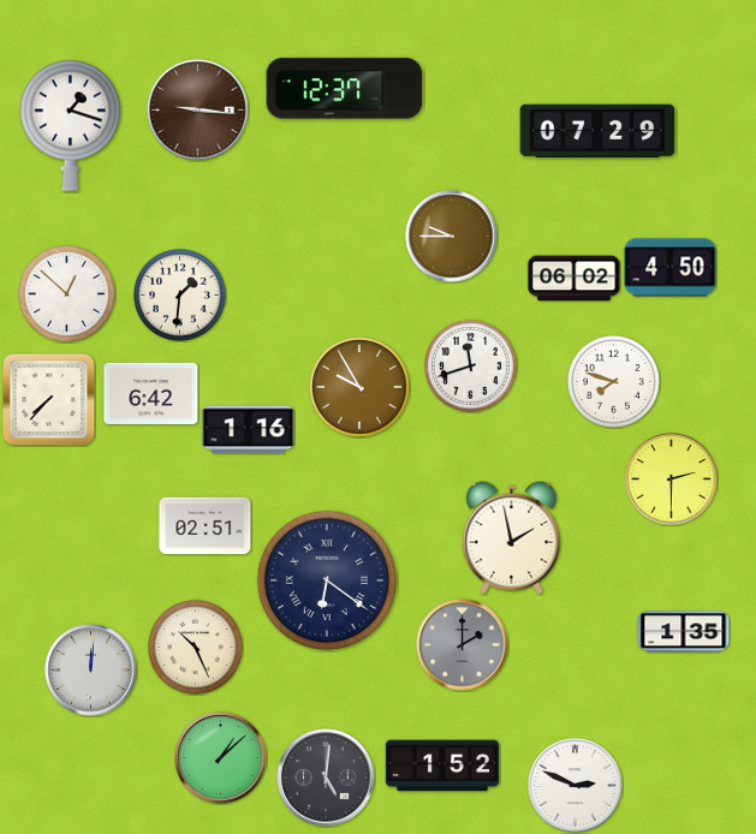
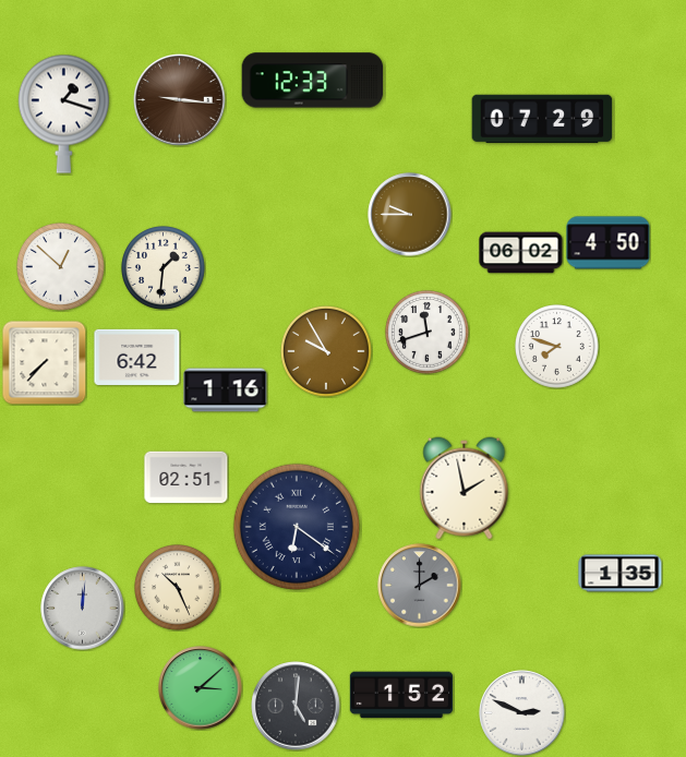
clock at (345, 89): 12:37 -> 12:33
clock at (672, 479): 2:30 -> none
clock at (221, 758): 1:08 -> 3:08
